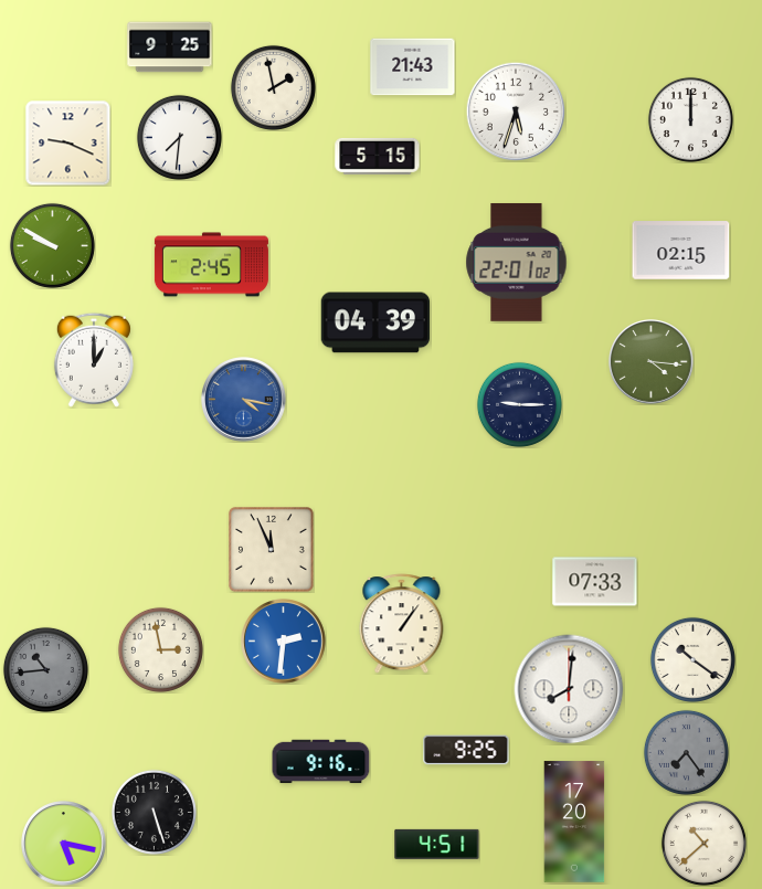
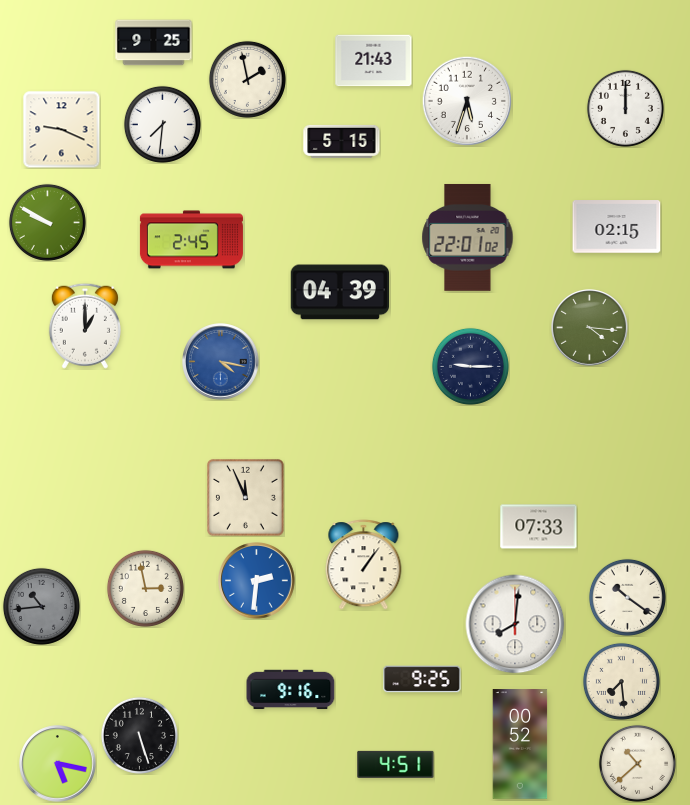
clock at (686, 752): 7:24 -> 7:29
clock at (686, 752) dial: grey -> cream
clock at (574, 822): 17:20 -> 00:52
